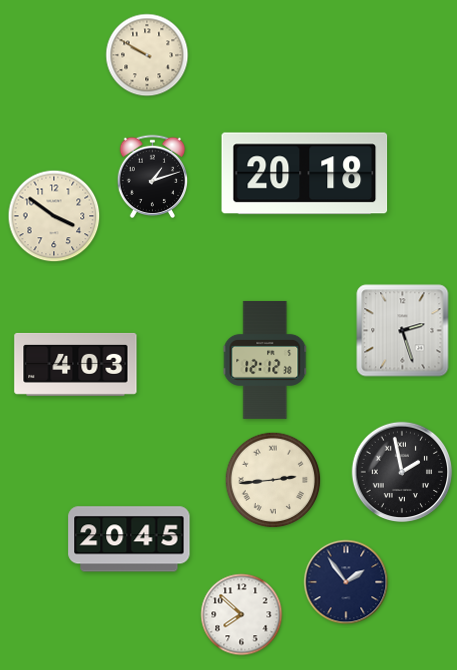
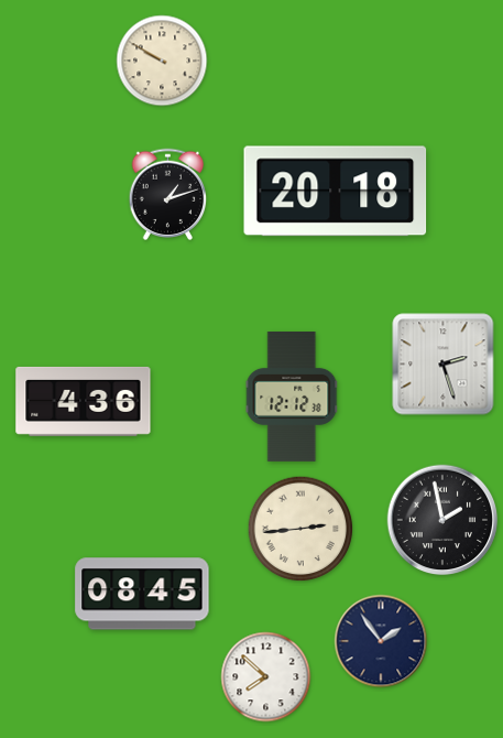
clock at (54, 216): 3:51 -> none
clock at (76, 364): 4:03 -> 4:36
clock at (129, 539): 20:45 -> 08:45
